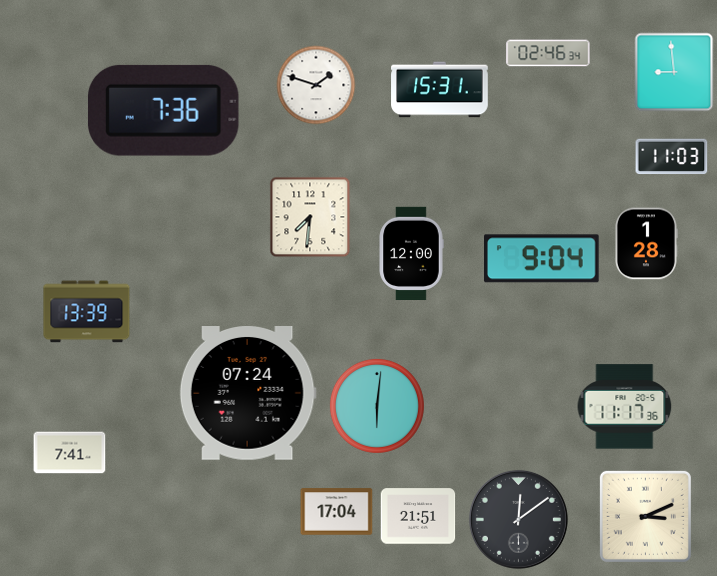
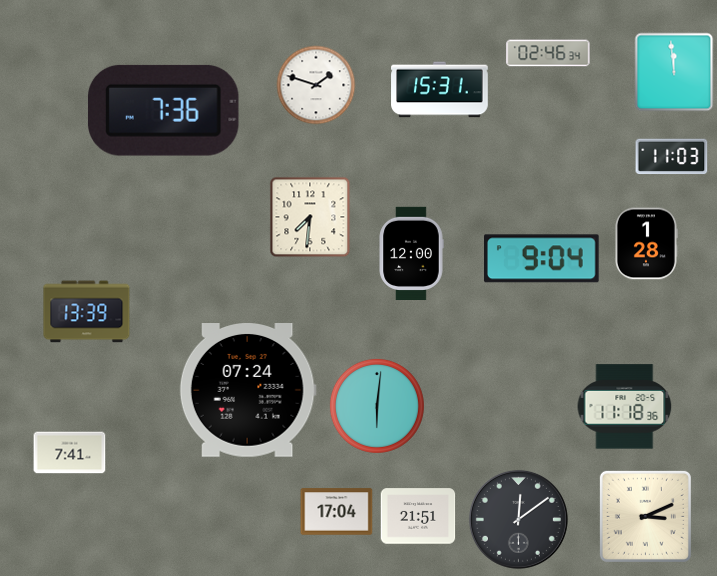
clock at (674, 72): 8:59 -> 11:59
clock at (248, 394) position: (248, 394) -> (248, 391)
clock at (625, 407): 11:17 -> 11:18
